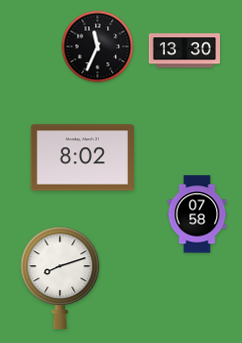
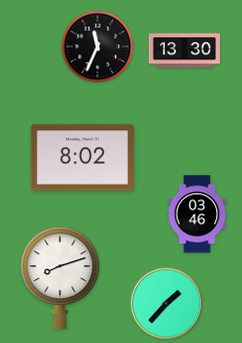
clock at (197, 214): 07:58 -> 03:46
clock at (166, 303): none -> 1:37
